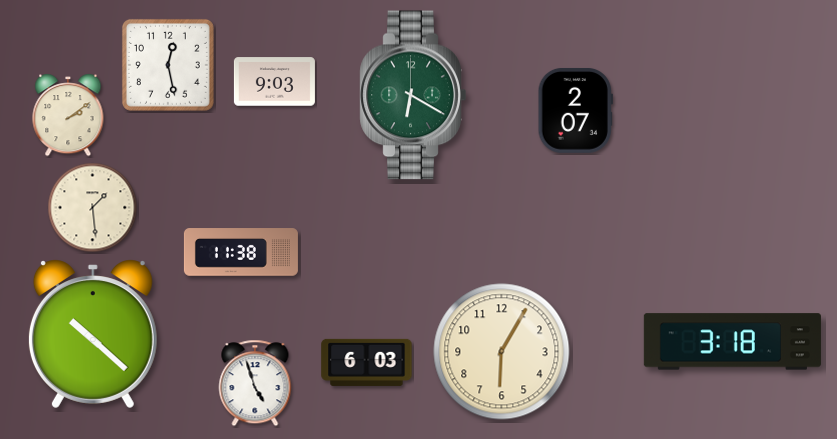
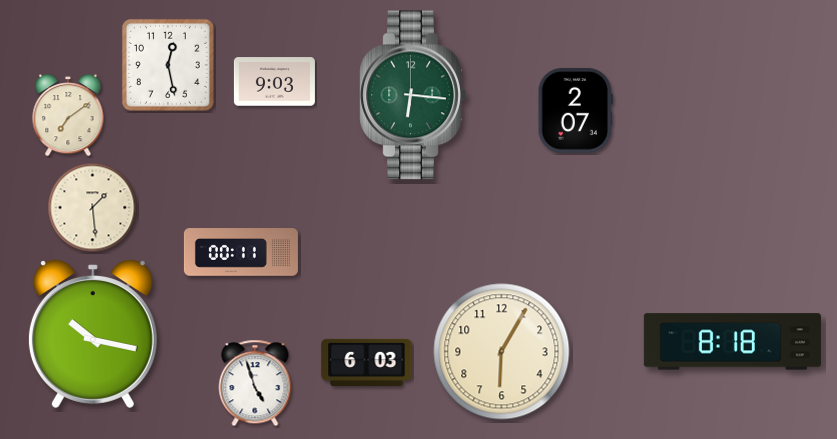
clock at (413, 95): 6:20 -> 6:16
clock at (68, 115): 2:09 -> 7:09
clock at (241, 252): 11:38 -> 00:11
clock at (93, 334): 10:22 -> 10:17
clock at (732, 342): 3:18 -> 8:18
